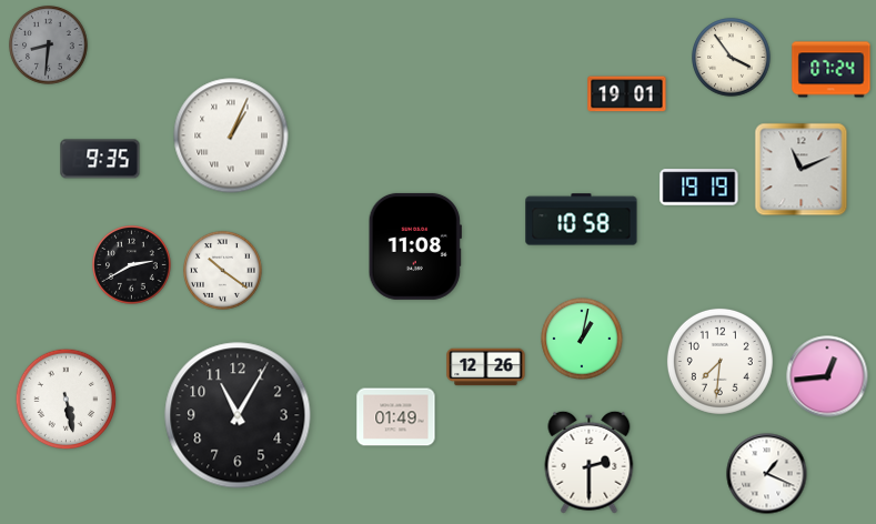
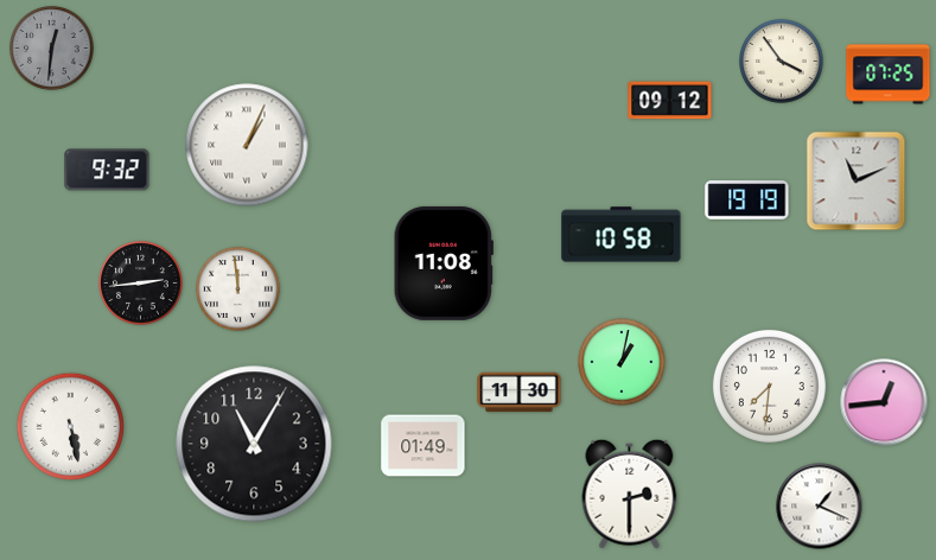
clock at (49, 46): 8:31 -> 12:31
clock at (832, 70): 07:24 -> 07:25
clock at (627, 94): 19:01 -> 09:12
clock at (100, 159): 9:35 -> 9:32
clock at (132, 265): 2:40 -> 2:44
clock at (223, 271): 10:21 -> 11:59
clock at (486, 367): 12:26 -> 11:30
